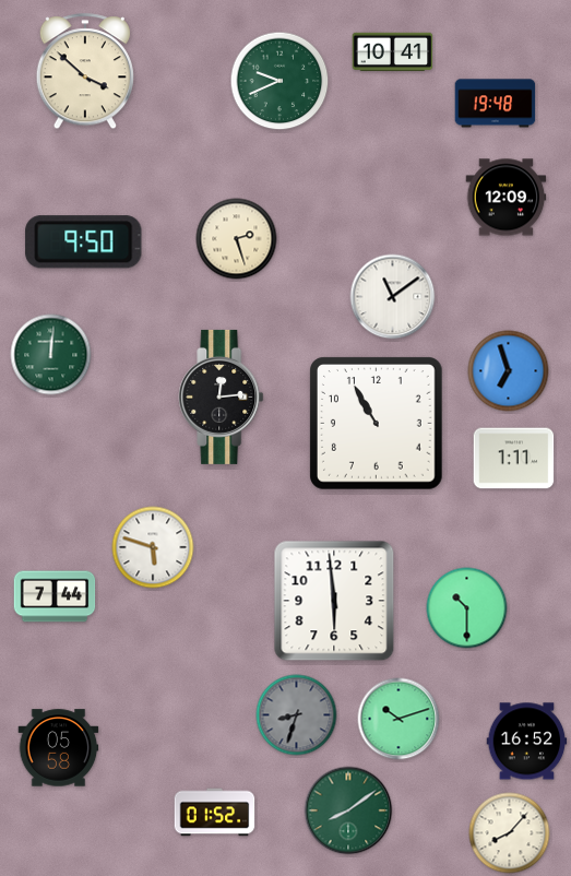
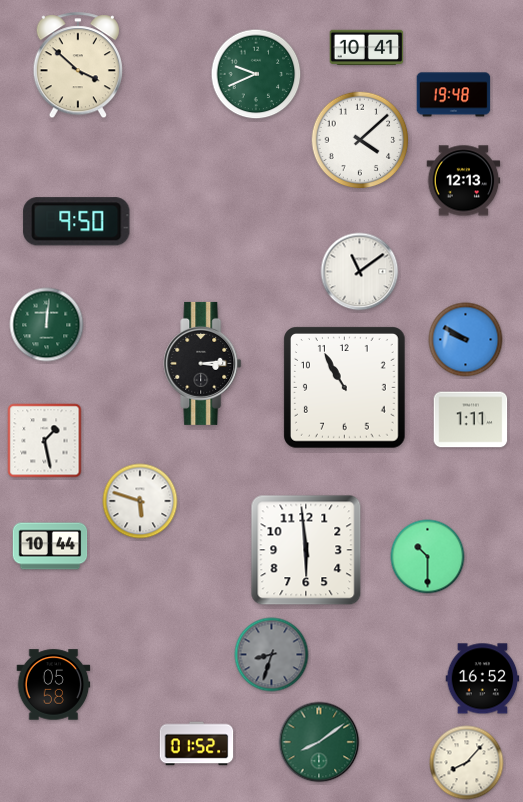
clock at (393, 52) position: (393, 52) -> (367, 48)
clock at (360, 140): none -> 4:08
clock at (507, 198): 12:09 -> 12:13
clock at (237, 239): 2:27 -> none
clock at (509, 371): 6:57 -> 9:50
clock at (222, 396): 12:14 -> 3:14
clock at (45, 441): none -> 1:28
clock at (55, 596): 7:44 -> 10:44
clock at (398, 719): 10:12 -> none
